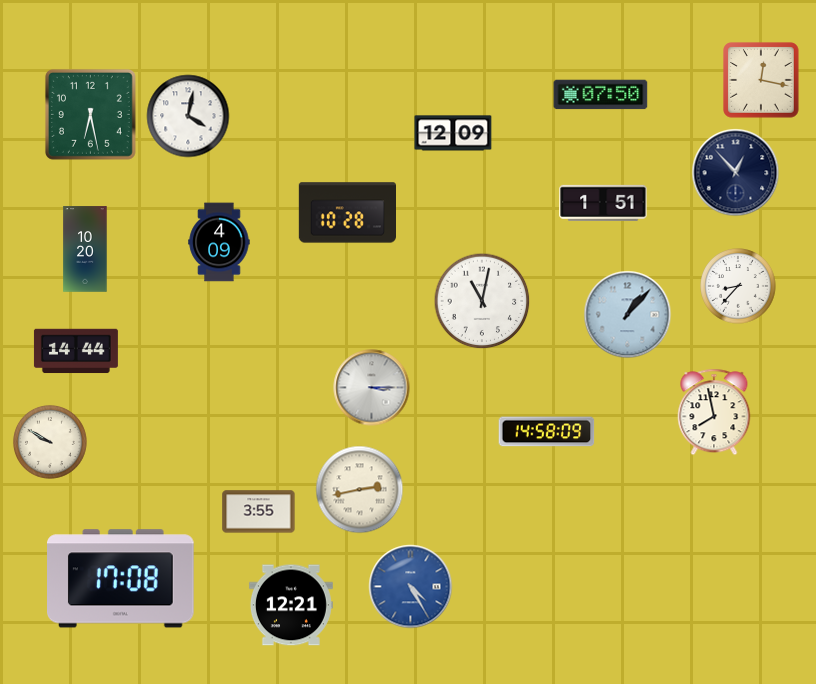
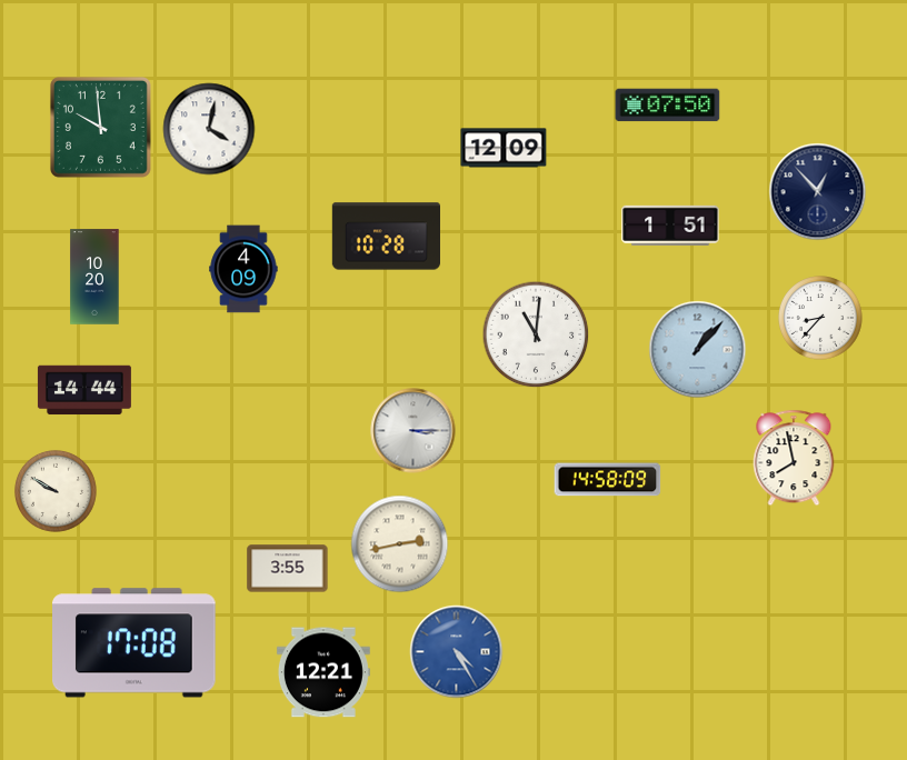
clock at (761, 80): 12:17 -> none
clock at (90, 114): 6:28 -> 9:59
clock at (482, 301): 11:02 -> 11:01
